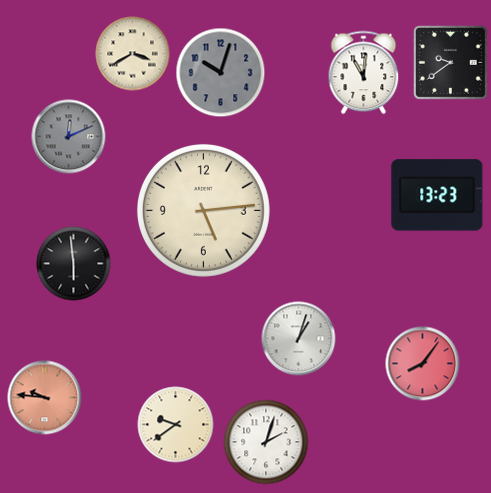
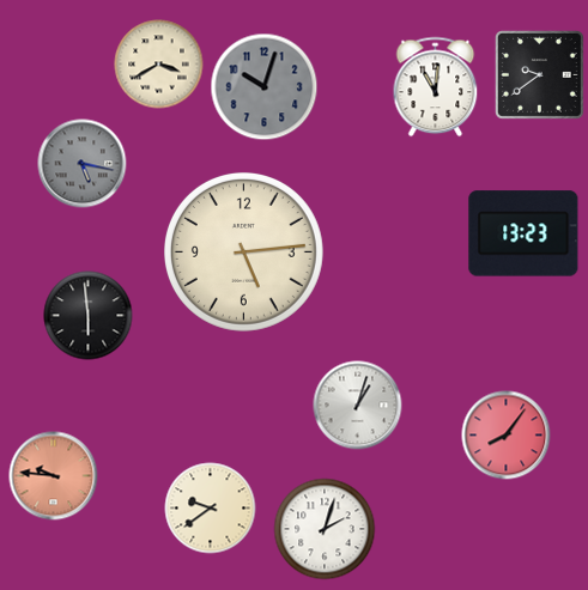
clock at (69, 137): 12:11 -> 5:17
clock at (266, 442) position: (266, 442) -> (325, 529)
